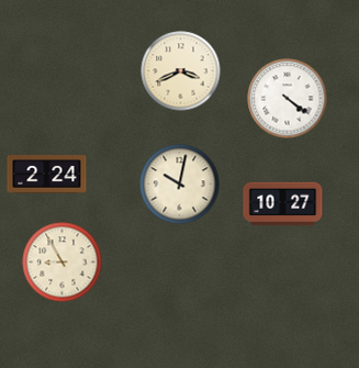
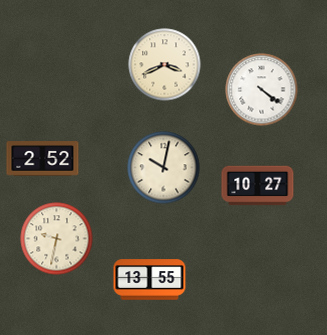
clock at (47, 175): 2:24 -> 2:52
clock at (63, 263): 8:55 -> 9:32
clock at (150, 280): none -> 13:55
